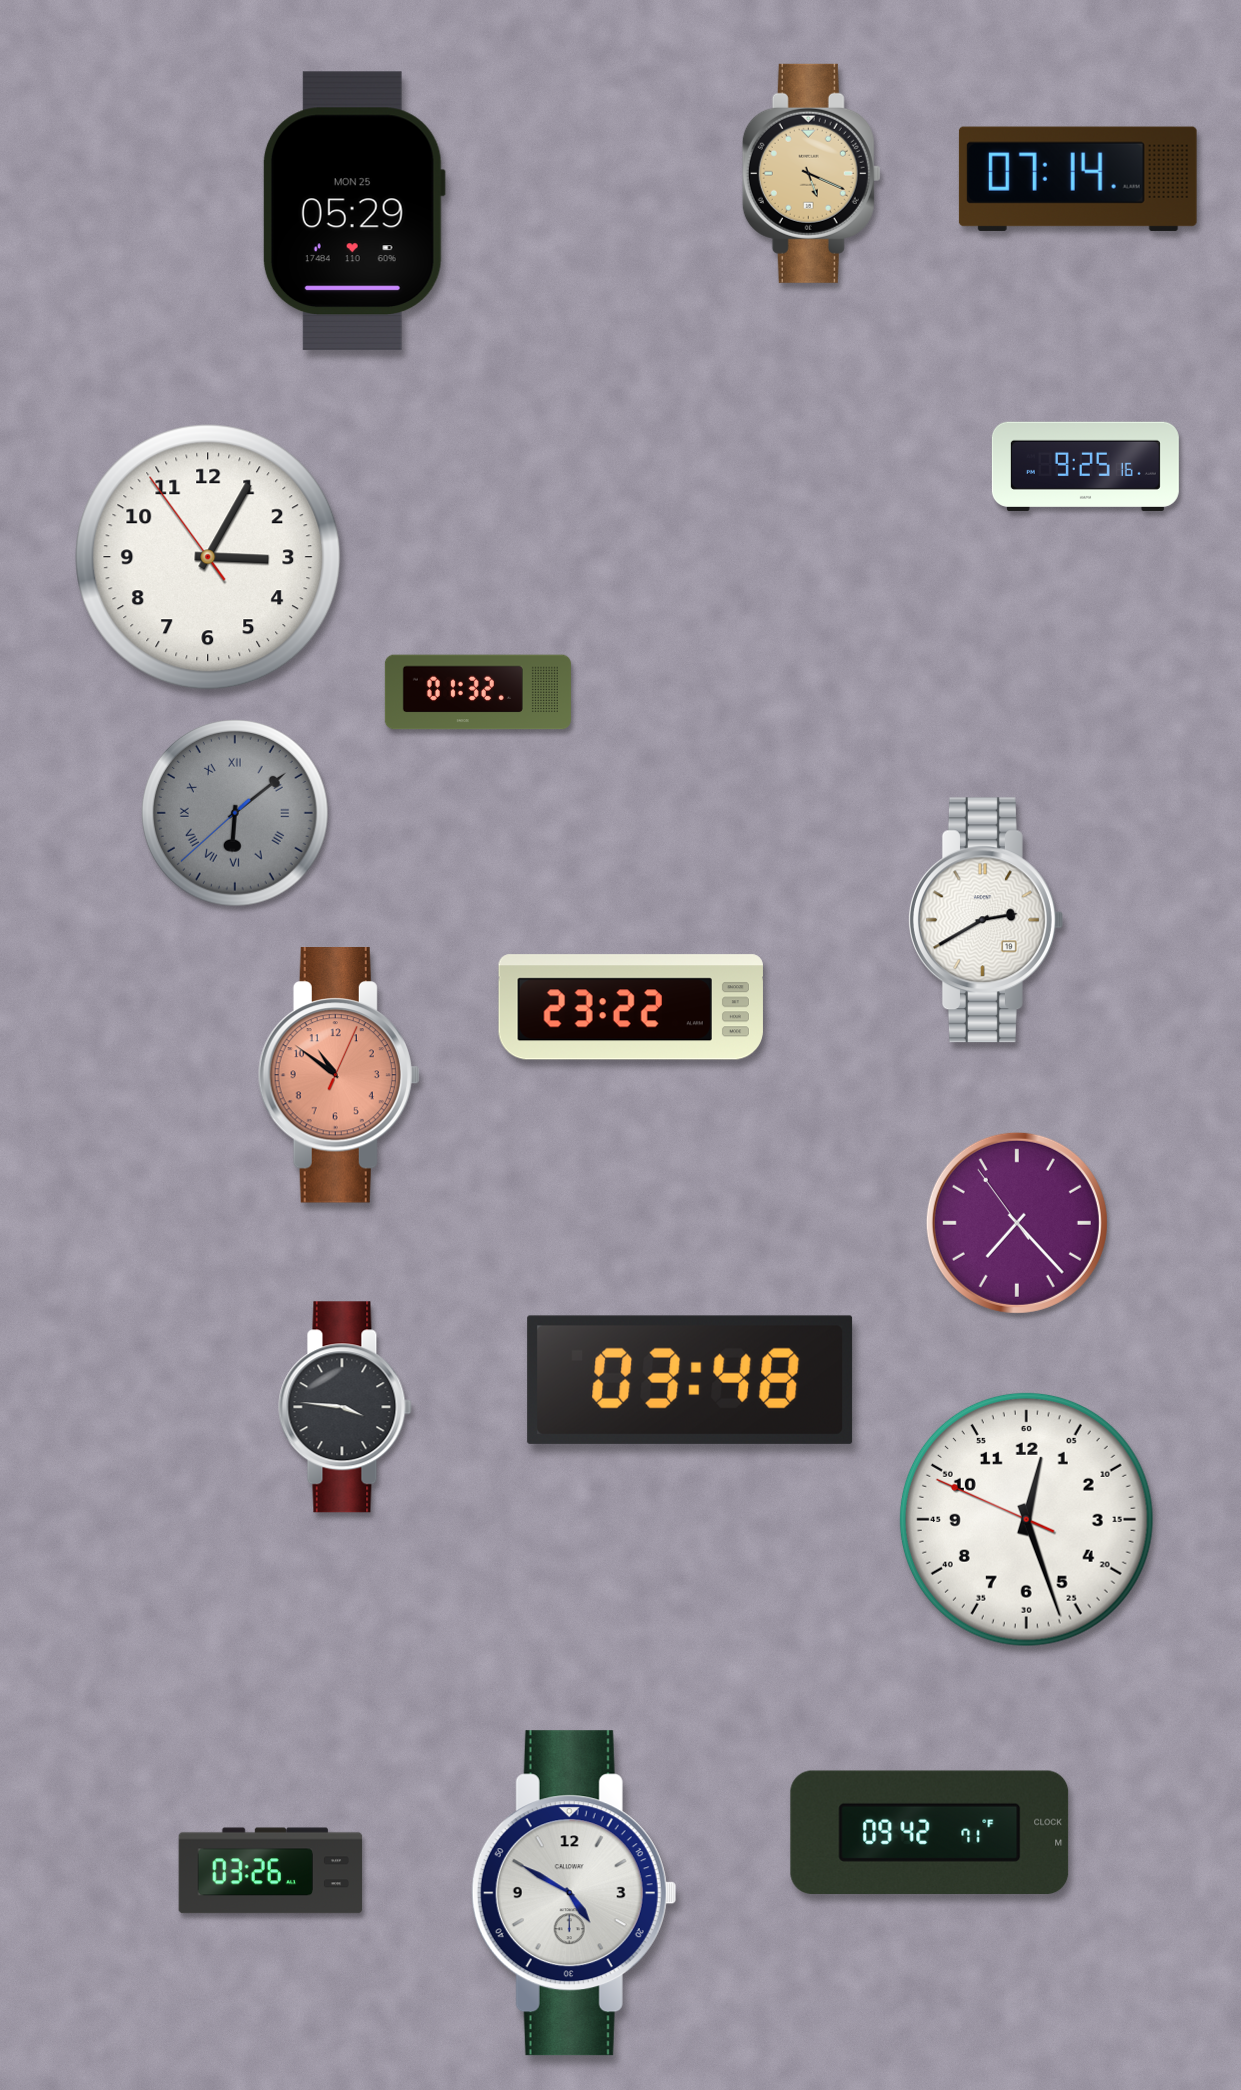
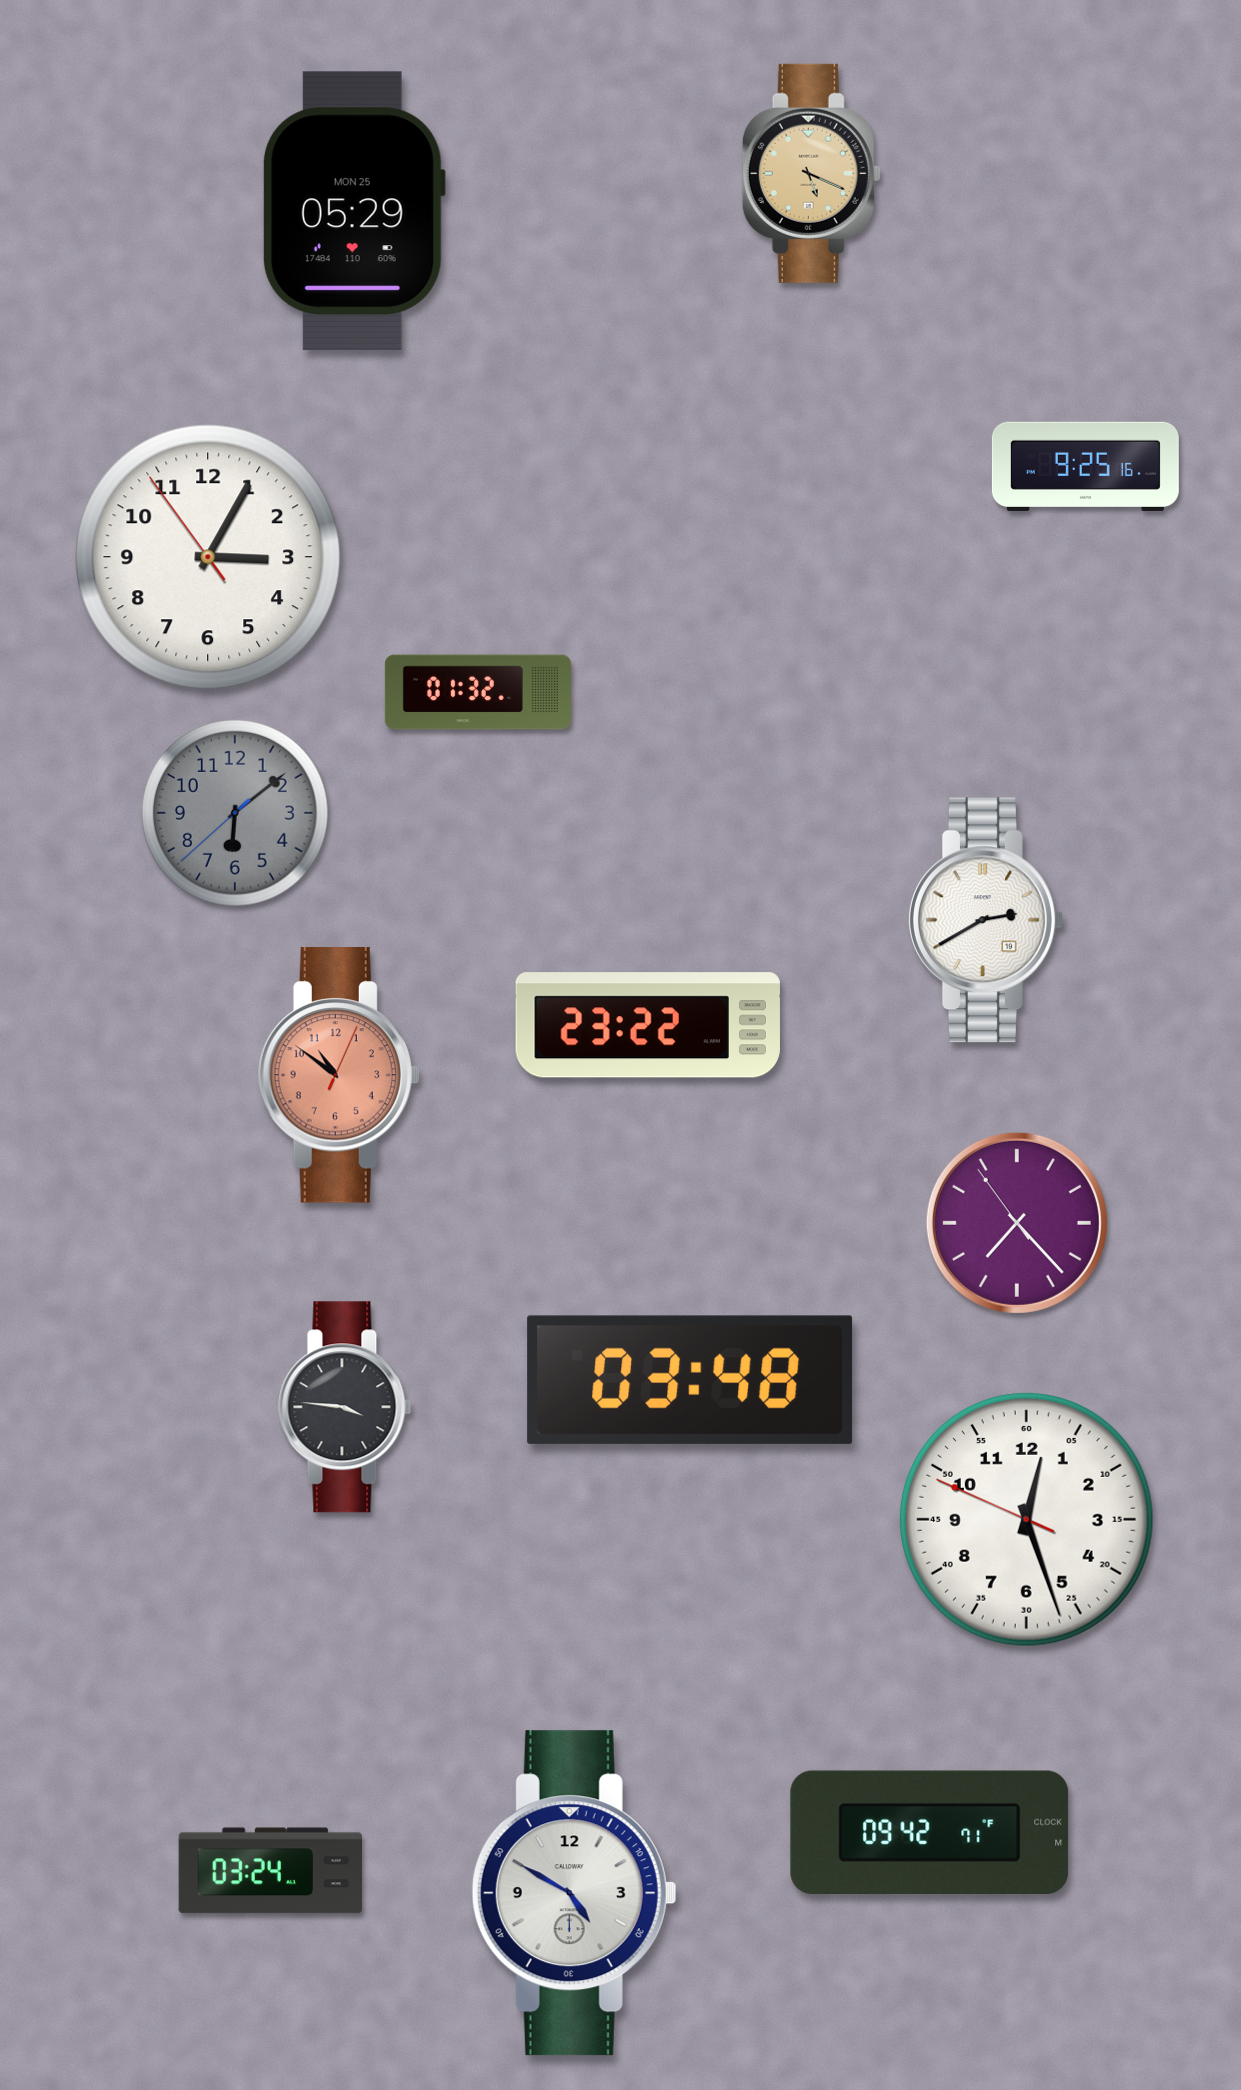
clock at (1078, 179): 07:14 -> none
clock at (235, 813) numerals: Roman -> Arabic
clock at (631, 1007) position: (631, 1007) -> (648, 1025)
clock at (271, 1871): 03:26 -> 03:24
